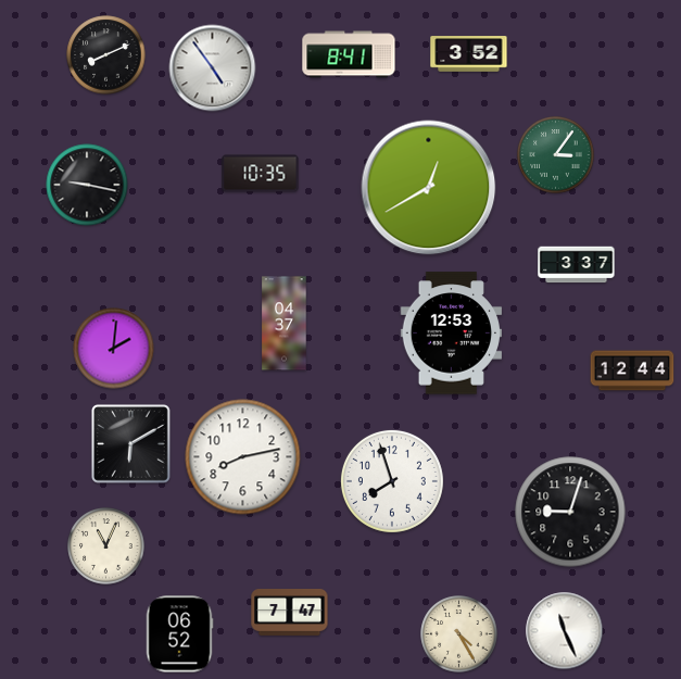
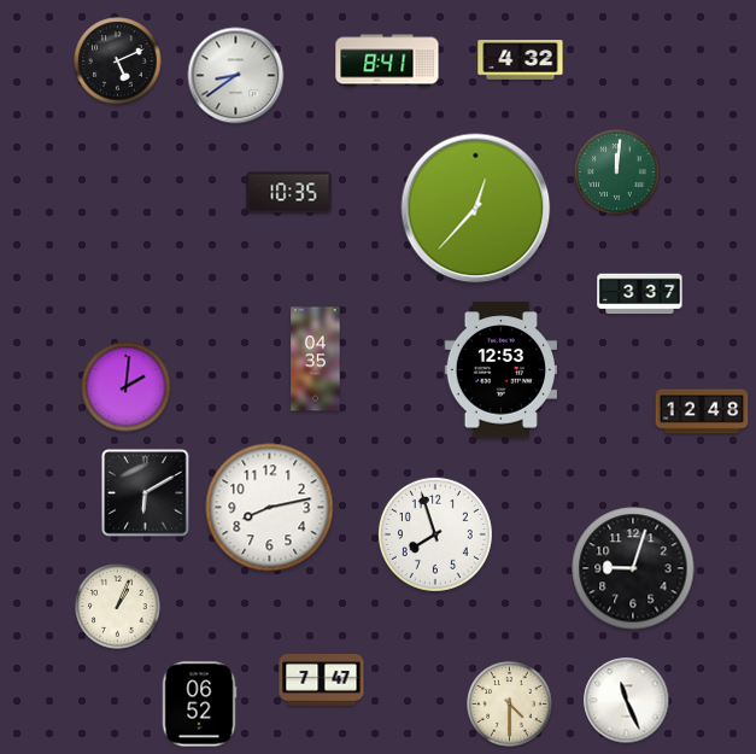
clock at (469, 54): 3:52 -> 4:32
clock at (106, 55): 8:11 -> 5:11
clock at (213, 68): 4:54 -> 8:39
clock at (556, 155): 3:06 -> 12:01
clock at (87, 185): 9:17 -> none
clock at (429, 188): 12:40 -> 12:37
clock at (285, 324): 04:37 -> 04:35
clock at (632, 370): 12:44 -> 12:48
clock at (106, 546): 11:04 -> 1:04
clock at (459, 634): 4:25 -> 4:30
